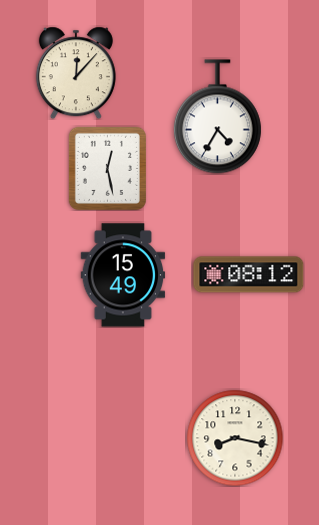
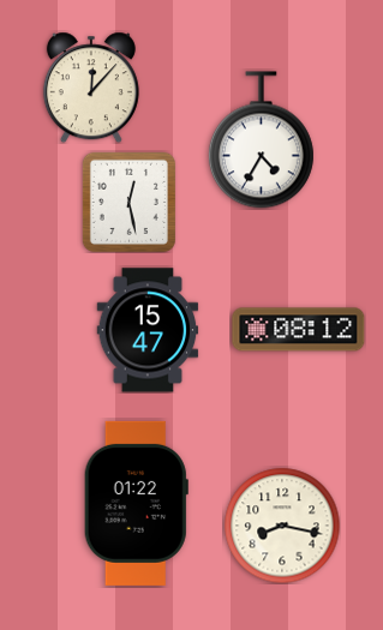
clock at (123, 275): 15:49 -> 15:47
clock at (136, 503): none -> 01:22
